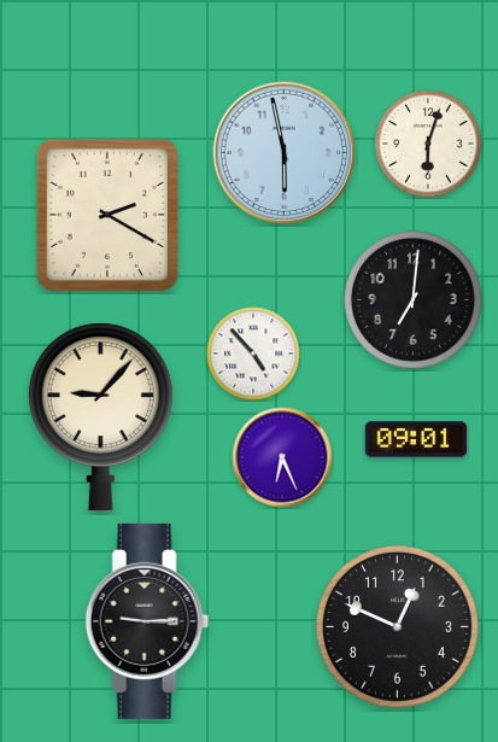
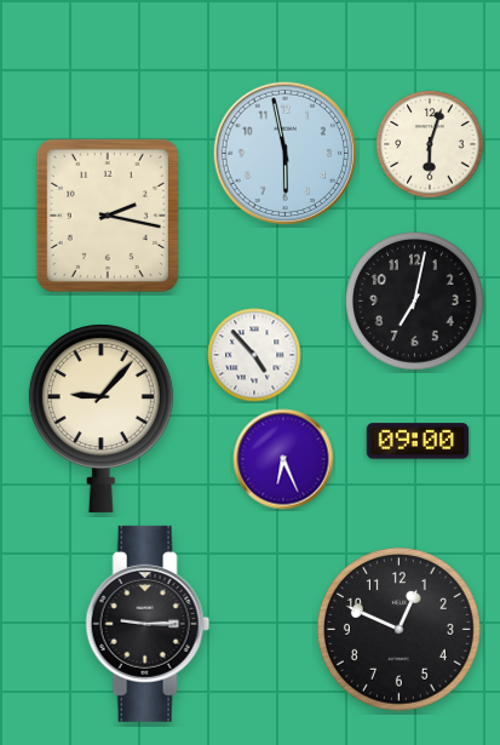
clock at (107, 215): 2:20 -> 2:17
clock at (414, 300): 7:01 -> 7:02
clock at (416, 439): 09:01 -> 09:00
